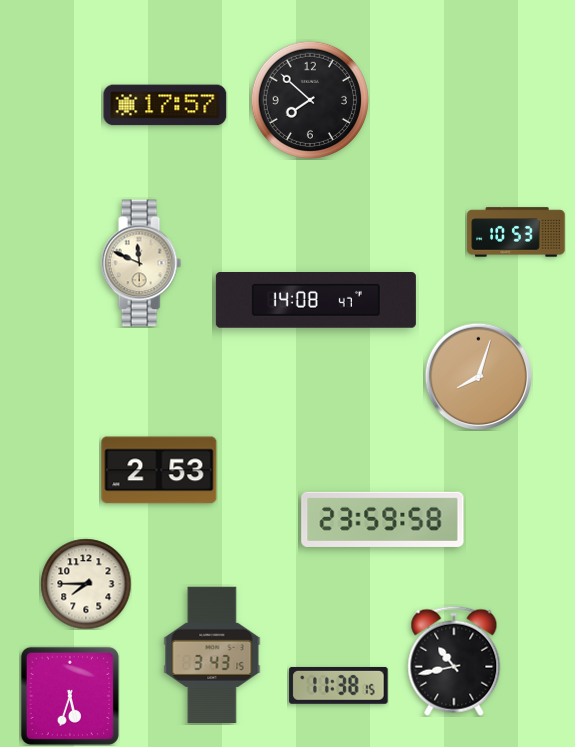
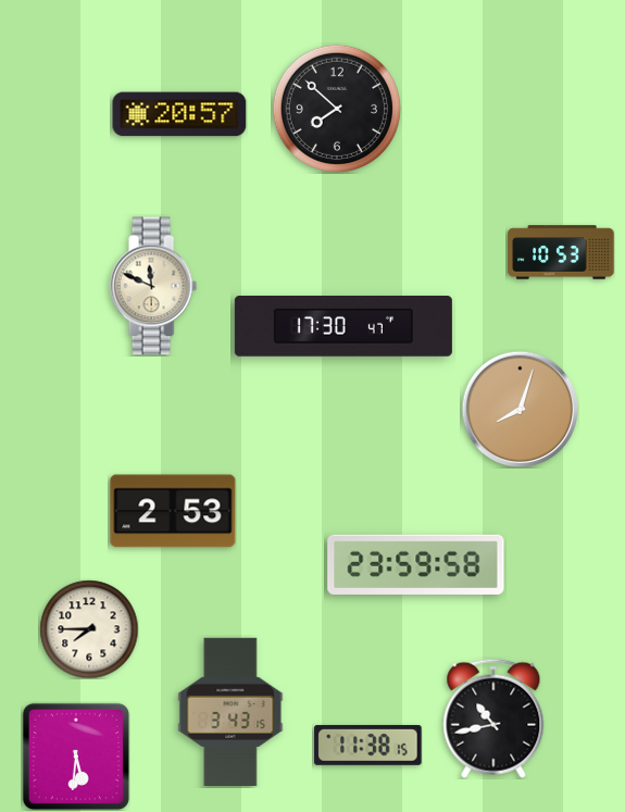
clock at (165, 105): 17:57 -> 20:57
clock at (316, 300): 14:08 -> 17:30
clock at (86, 584) position: (86, 584) -> (89, 629)
clock at (70, 696): 5:33 -> 5:31
